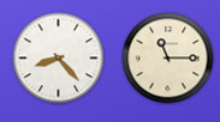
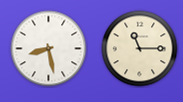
clock at (59, 59): 8:23 -> 8:28
